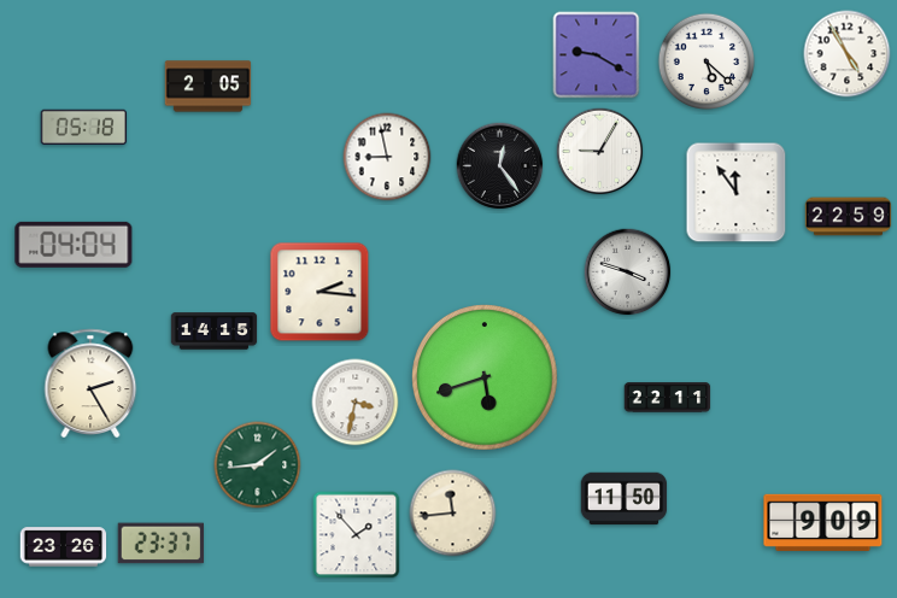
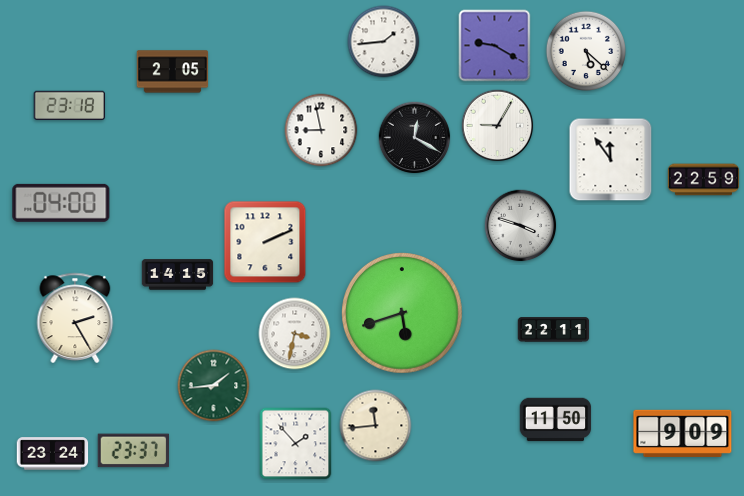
clock at (384, 42): none -> 1:44
clock at (848, 54): 4:55 -> none
clock at (84, 127): 05:18 -> 23:18
clock at (500, 166): 12:24 -> 12:20
clock at (74, 245): 04:04 -> 04:00
clock at (319, 292): 2:16 -> 2:11
clock at (625, 499) position: (625, 499) -> (556, 420)
clock at (64, 547): 23:26 -> 23:24
